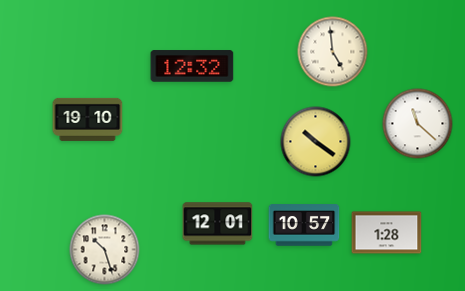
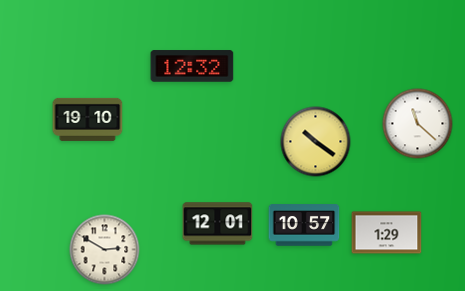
clock at (333, 52): 4:59 -> none
clock at (387, 233): 1:28 -> 1:29
clock at (105, 250): 10:27 -> 2:50
